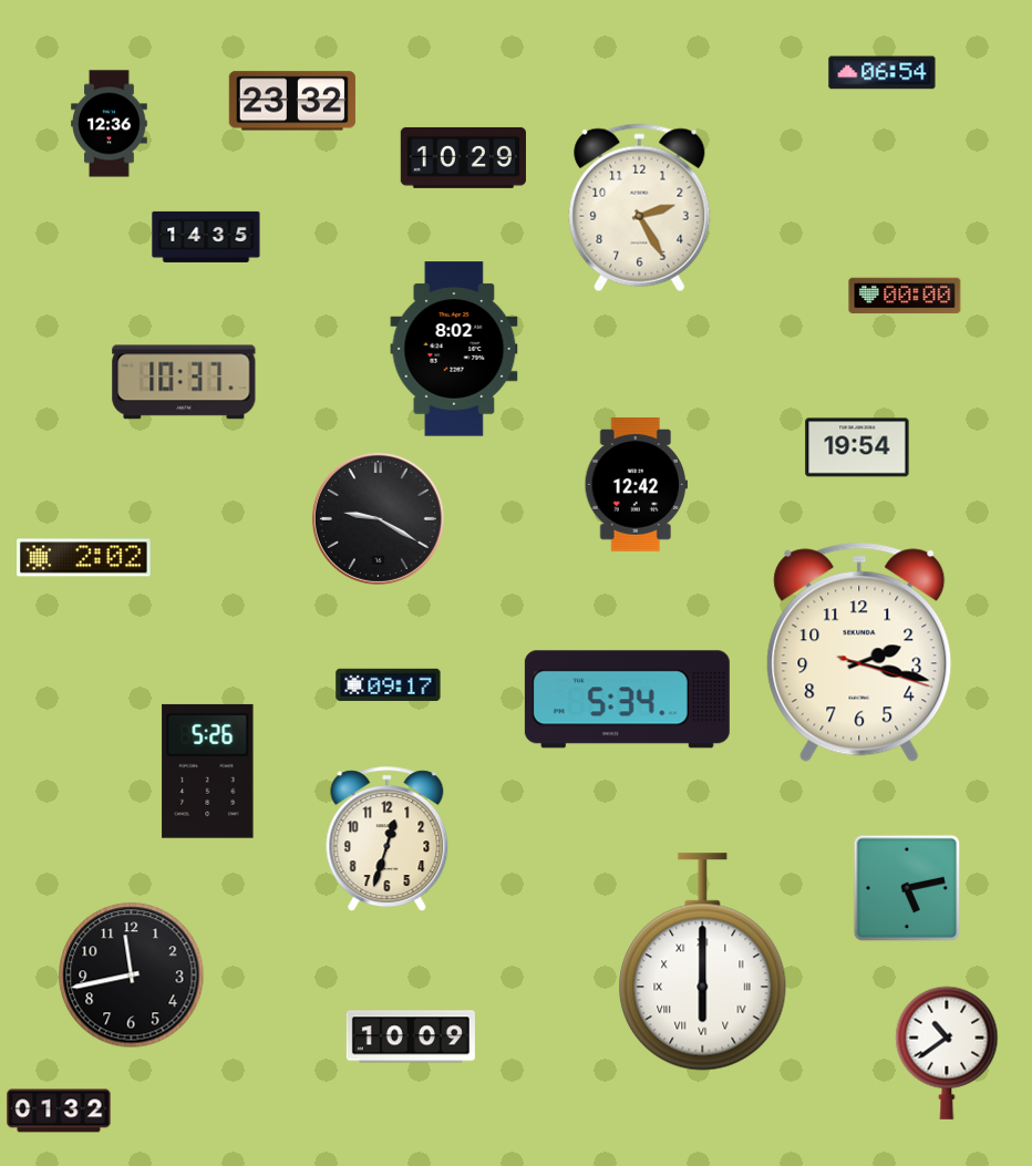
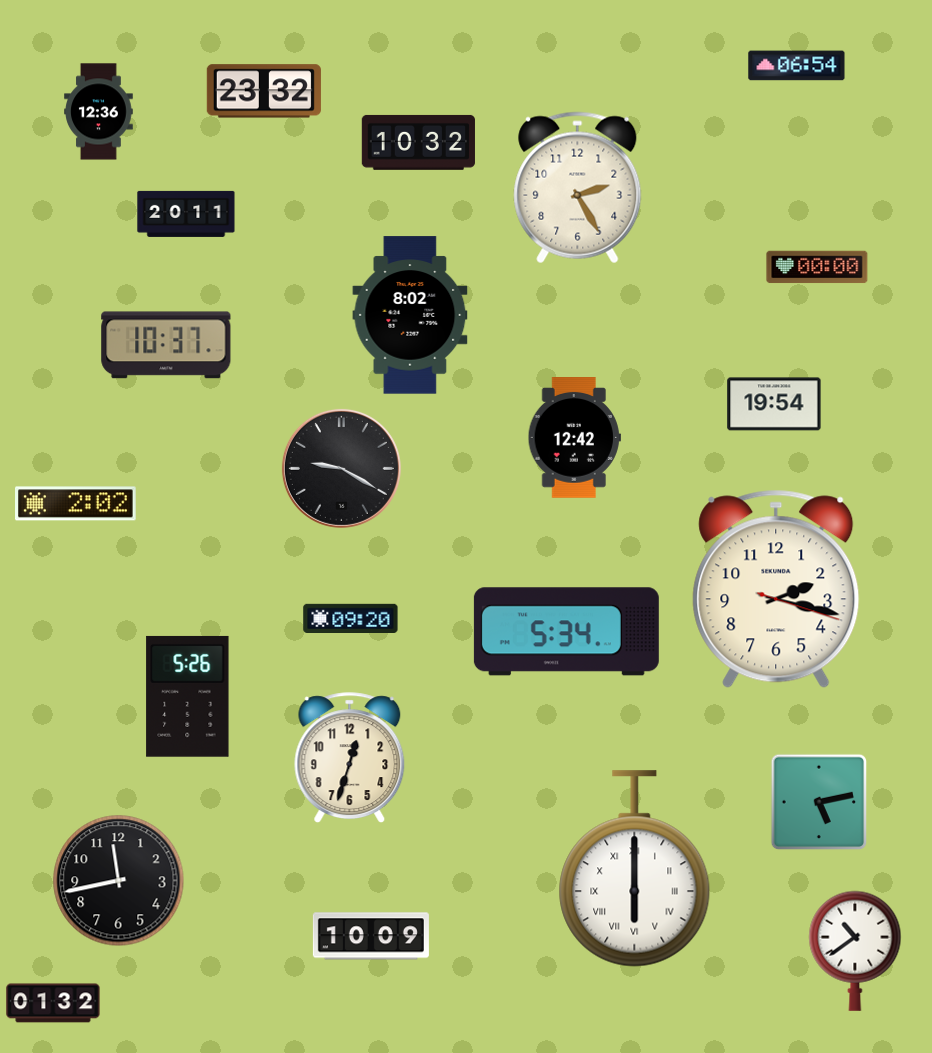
clock at (463, 157): 10:29 -> 10:32
clock at (206, 237): 14:35 -> 20:11
clock at (389, 684): 09:17 -> 09:20
